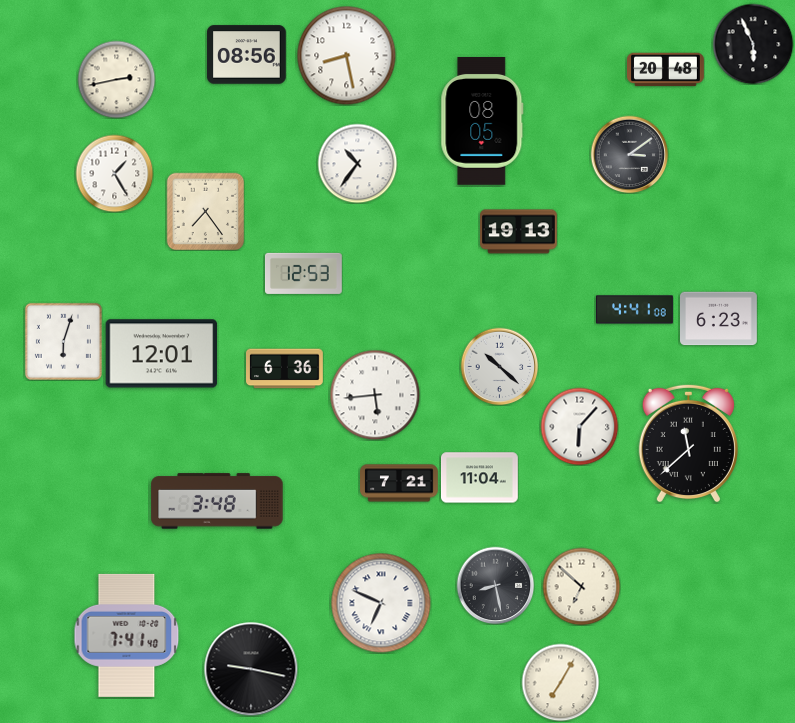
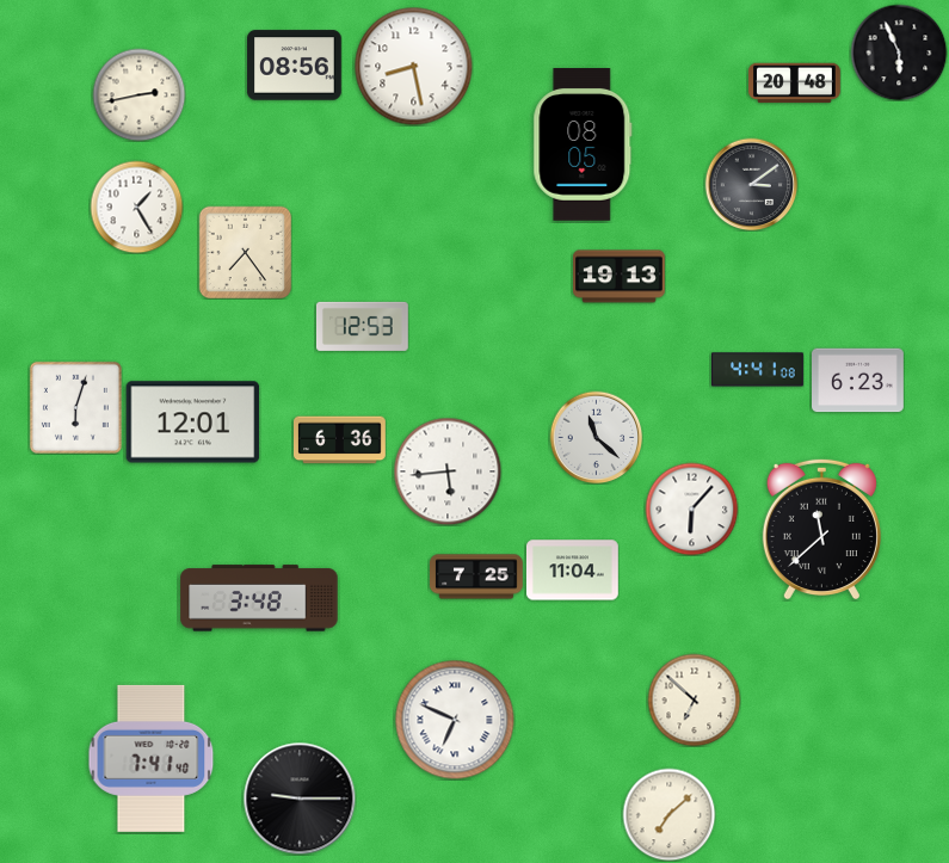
clock at (482, 122) position: (482, 122) -> (583, 146)
clock at (357, 163): 10:36 -> none
clock at (499, 366): 10:22 -> 11:22
clock at (399, 483): 7:21 -> 7:25
clock at (495, 585): 8:28 -> none
clock at (251, 669): 9:17 -> 9:15
clock at (560, 682): 7:05 -> 7:08
